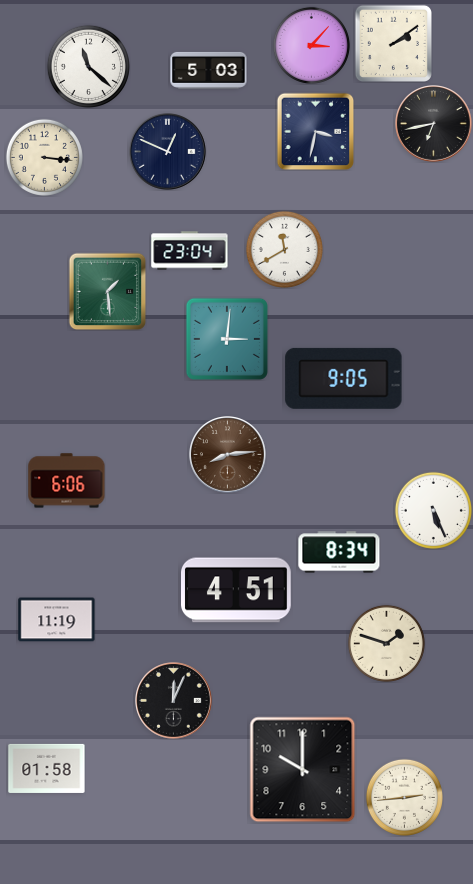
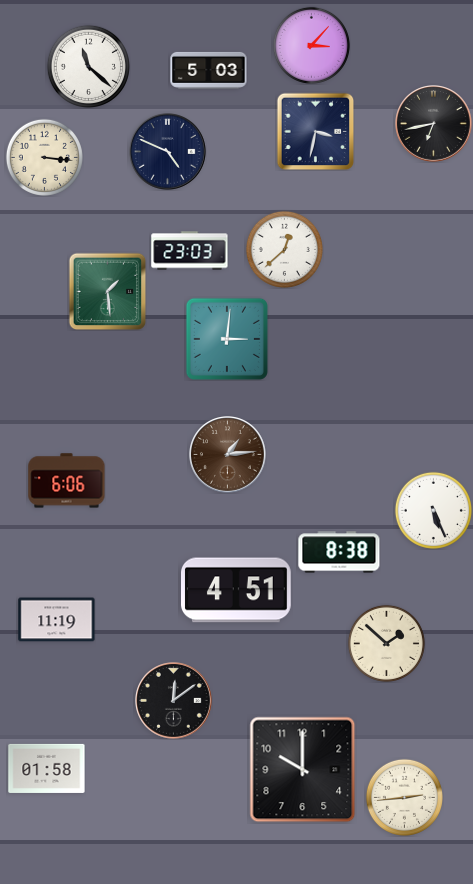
clock at (393, 43): 2:09 -> none
clock at (168, 152): 12:49 -> 4:49
clock at (284, 249): 11:40 -> 12:38
clock at (190, 251): 23:04 -> 23:03
clock at (344, 378): 9:05 -> none
clock at (228, 455): 8:14 -> 1:14
clock at (339, 552): 8:34 -> 8:38
clock at (386, 643): 1:48 -> 1:52
clock at (174, 701): 12:04 -> 12:09
